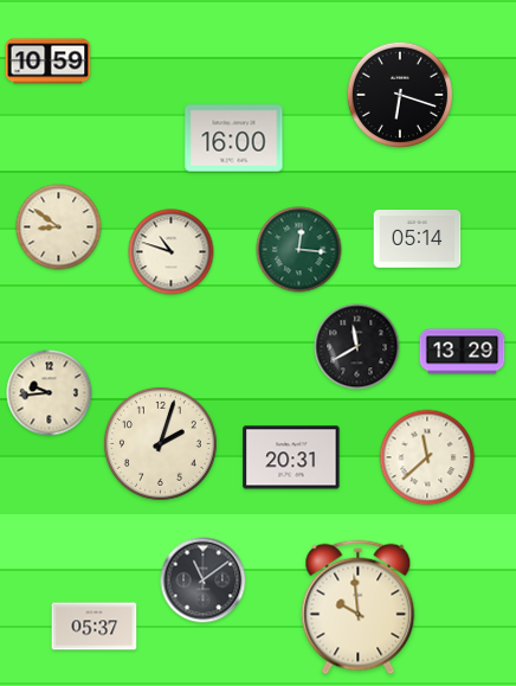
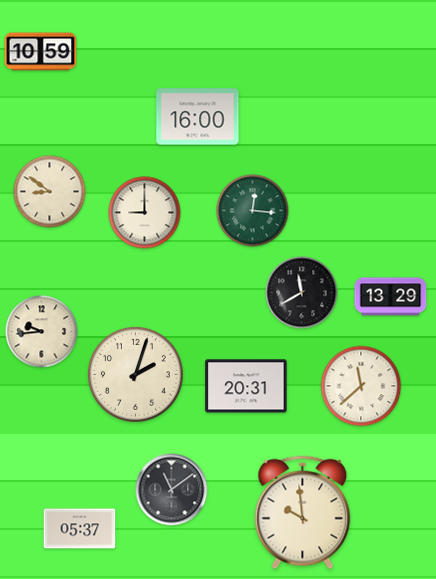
clock at (399, 94): 6:18 -> none
clock at (418, 239): 05:14 -> none
clock at (172, 252): 10:48 -> 9:00
